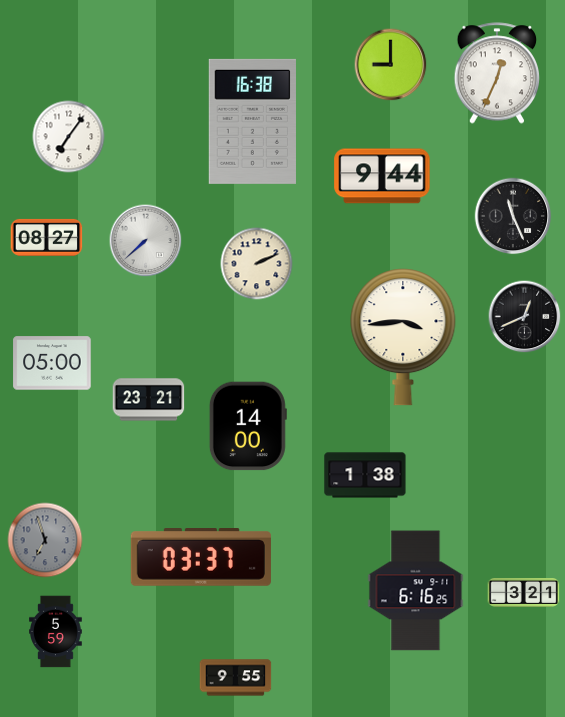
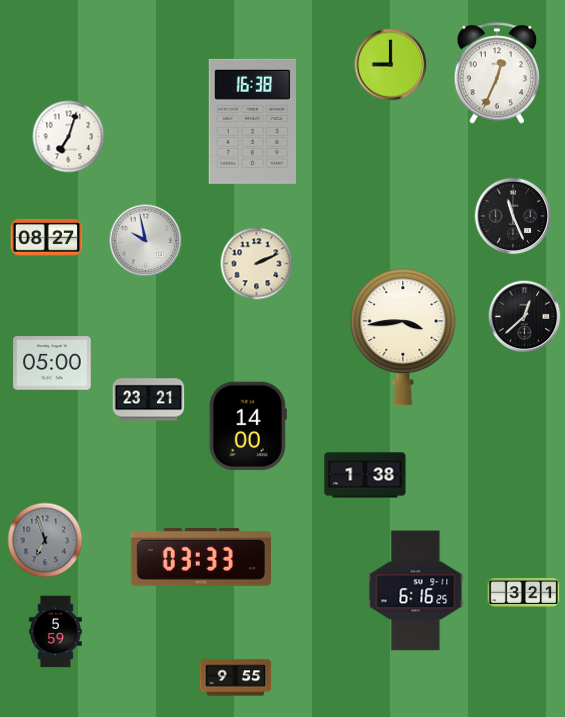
clock at (69, 137): 7:06 -> 7:03
clock at (382, 176): 9:44 -> none
clock at (146, 241): 7:38 -> 9:58
clock at (525, 317): 12:41 -> 12:38
clock at (201, 558): 03:37 -> 03:33
